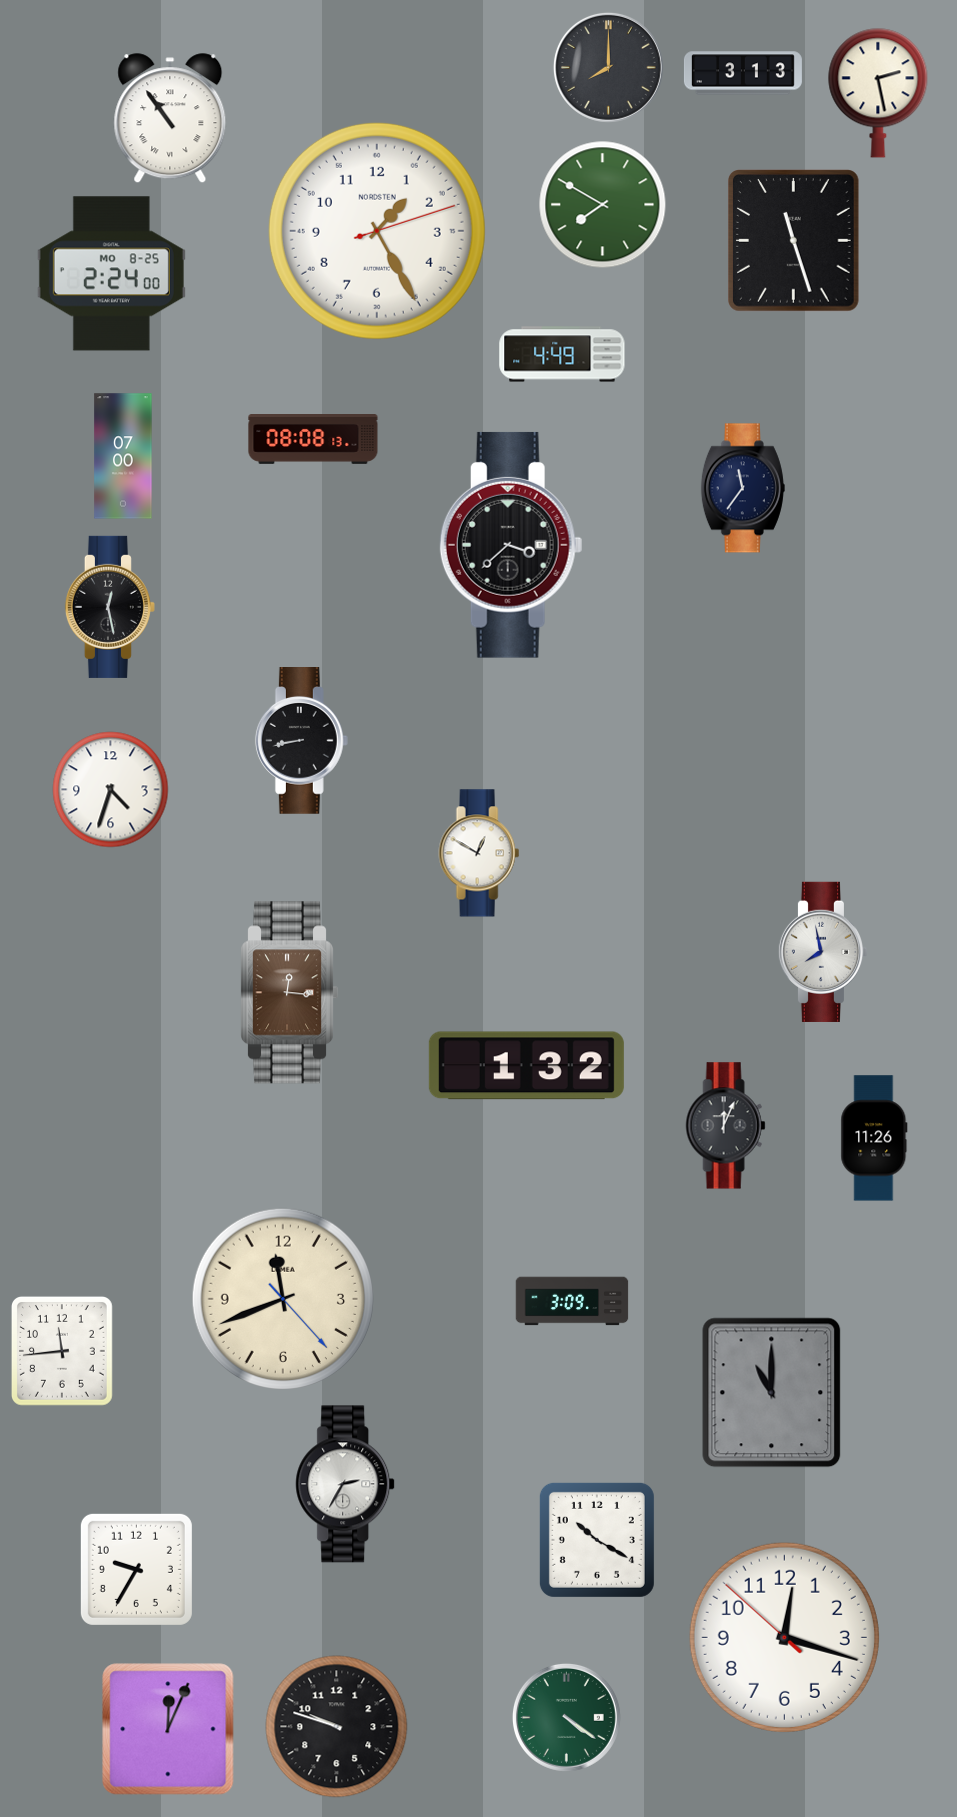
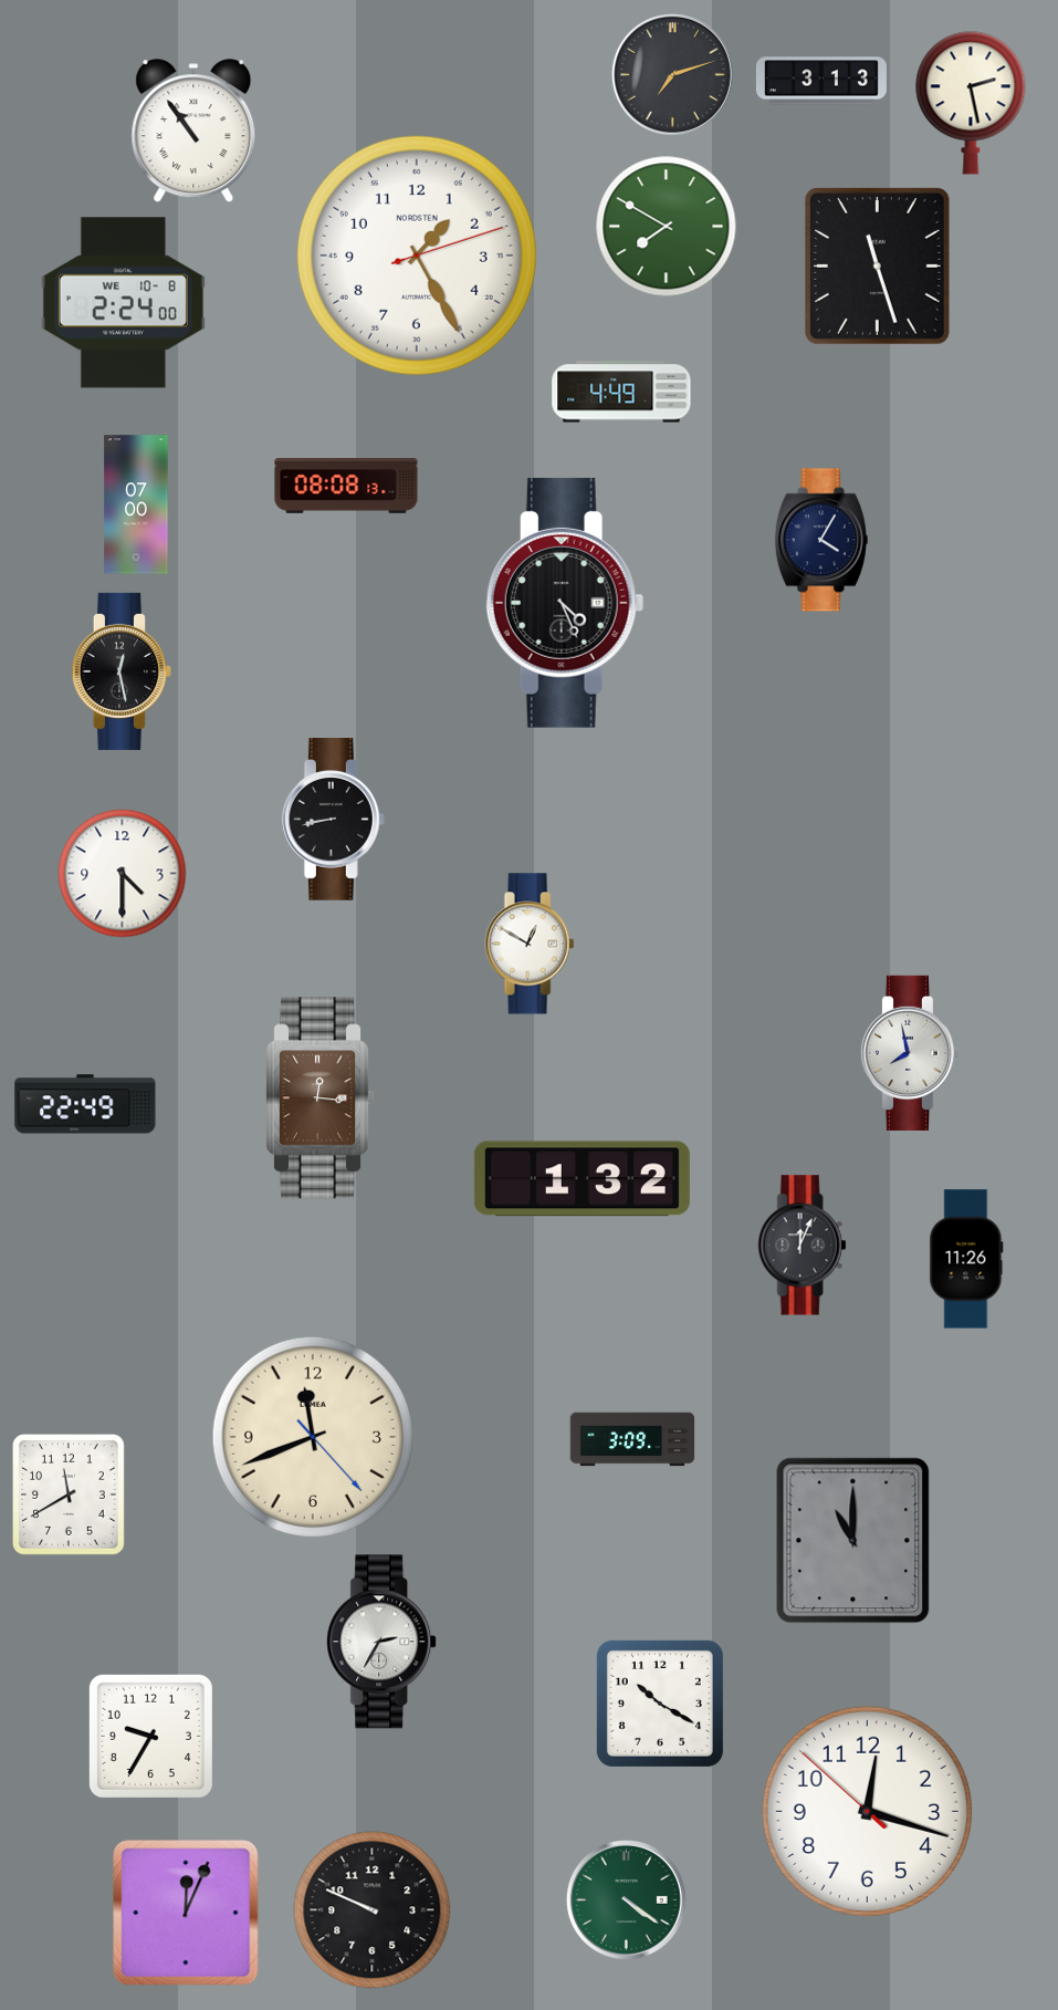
clock at (608, 67): 8:00 -> 7:12
clock at (170, 119) position: (170, 119) -> (193, 132)
clock at (111, 274) date: MO 8-25 -> WE 10-8
clock at (743, 488): 11:36 -> 4:05
clock at (511, 545): 3:38 -> 4:26
clock at (111, 790): 4:33 -> 4:30
clock at (85, 1104): none -> 22:49
clock at (62, 1351): 11:44 -> 11:40
clock at (337, 1727): 9:48 -> 9:49
